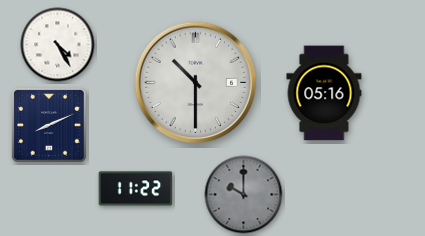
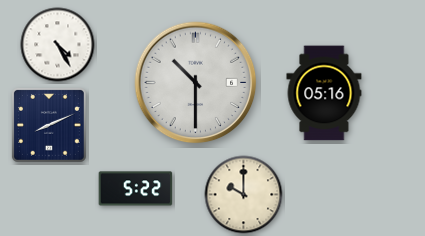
clock at (136, 189): 11:22 -> 5:22
clock at (244, 195) dial: grey -> cream
